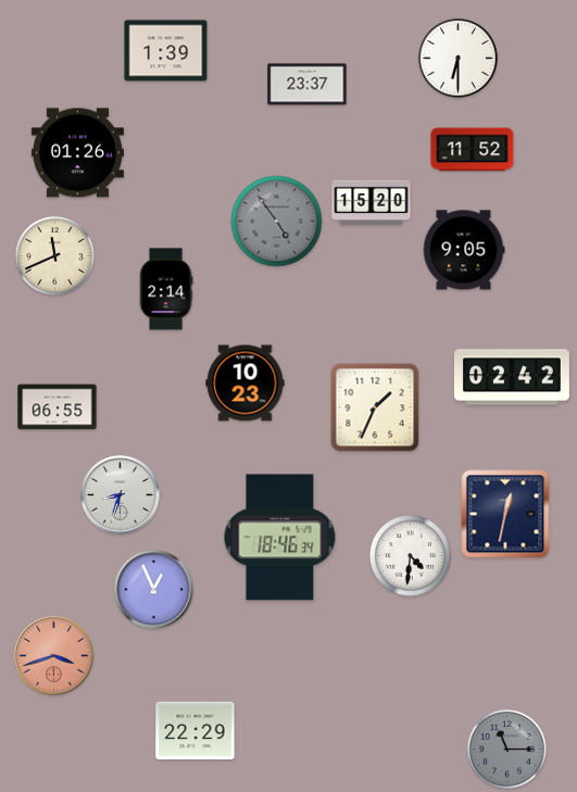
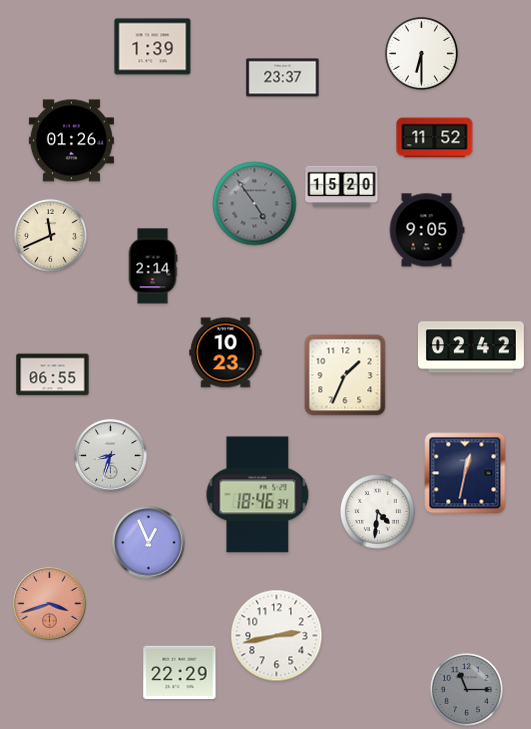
clock at (154, 590) position: (154, 590) -> (149, 543)
clock at (277, 636): none -> 2:43
